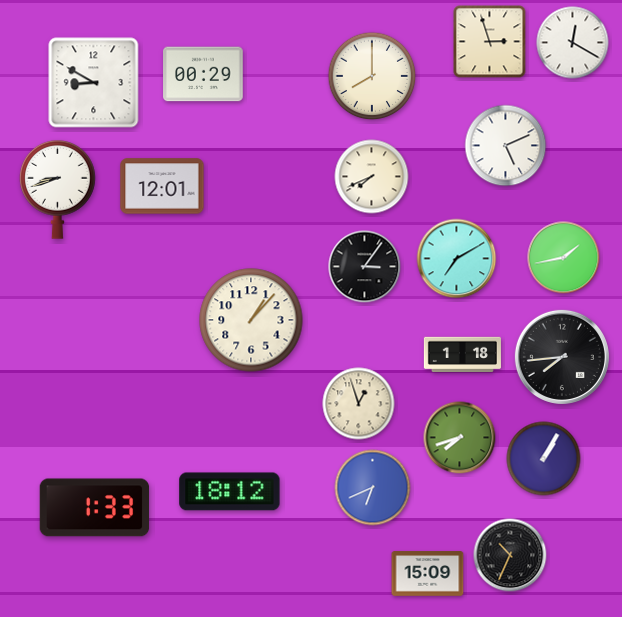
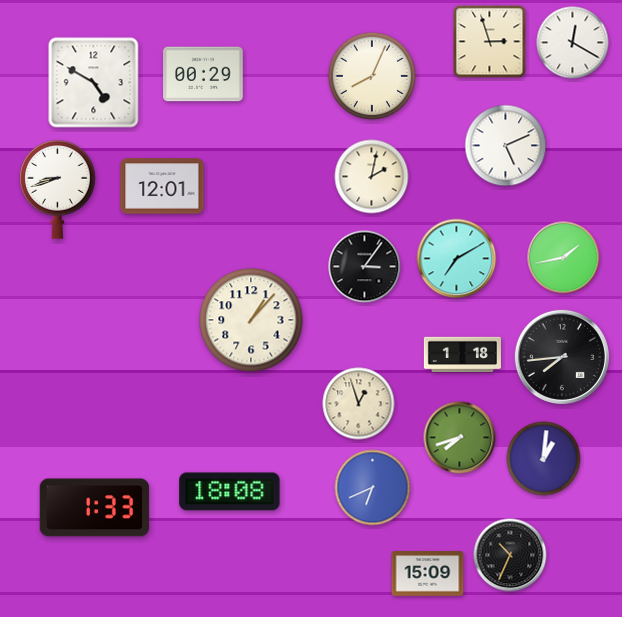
clock at (372, 76): 8:00 -> 8:04
clock at (94, 83): 8:50 -> 4:50
clock at (372, 177): 7:41 -> 2:02
clock at (544, 459): 1:05 -> 1:01
clock at (230, 492): 18:12 -> 18:08
